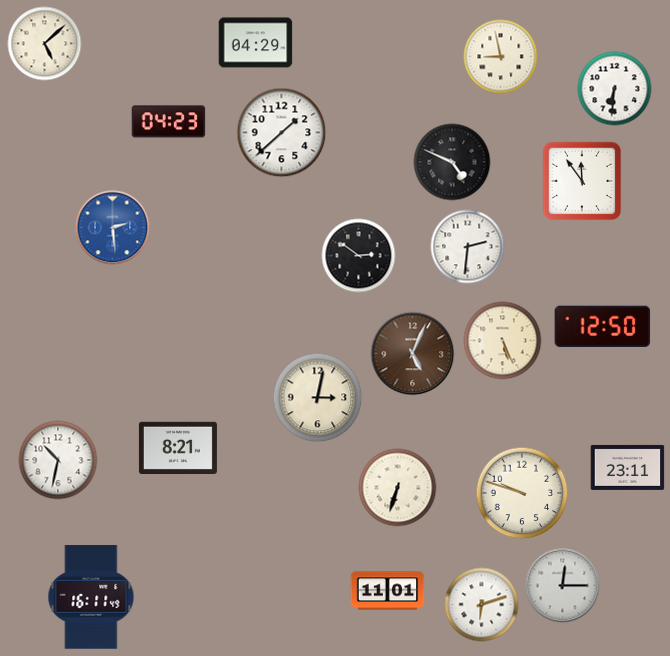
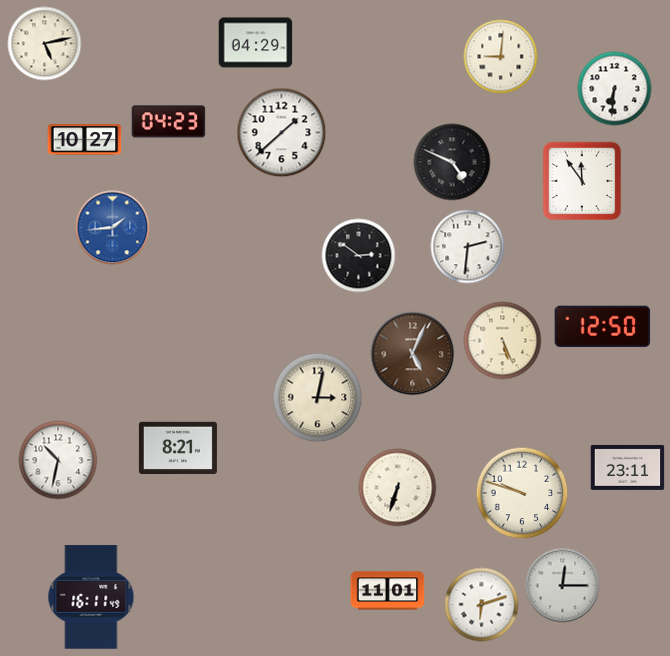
clock at (45, 44): 5:08 -> 5:13
clock at (501, 57): 8:58 -> 9:01
clock at (85, 140): none -> 10:27
clock at (113, 228): 2:29 -> 1:44
